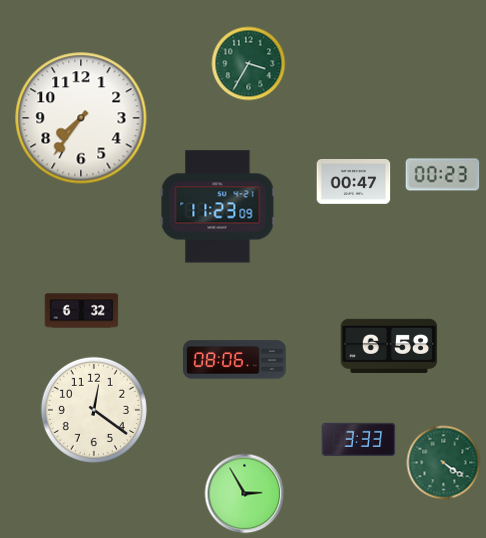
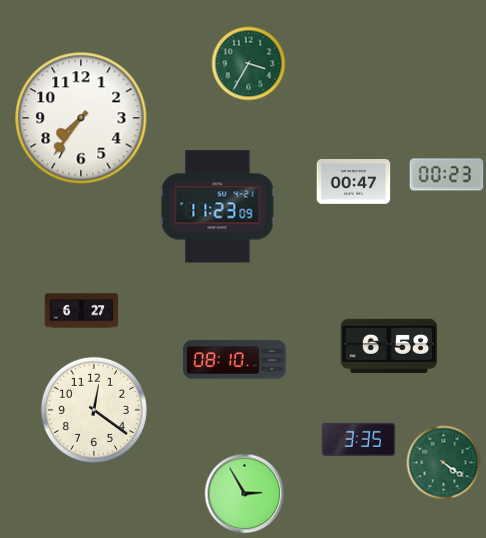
clock at (443, 175) position: (443, 175) -> (447, 175)
clock at (82, 311): 6:32 -> 6:27
clock at (235, 360): 08:06 -> 08:10
clock at (359, 439): 3:33 -> 3:35
